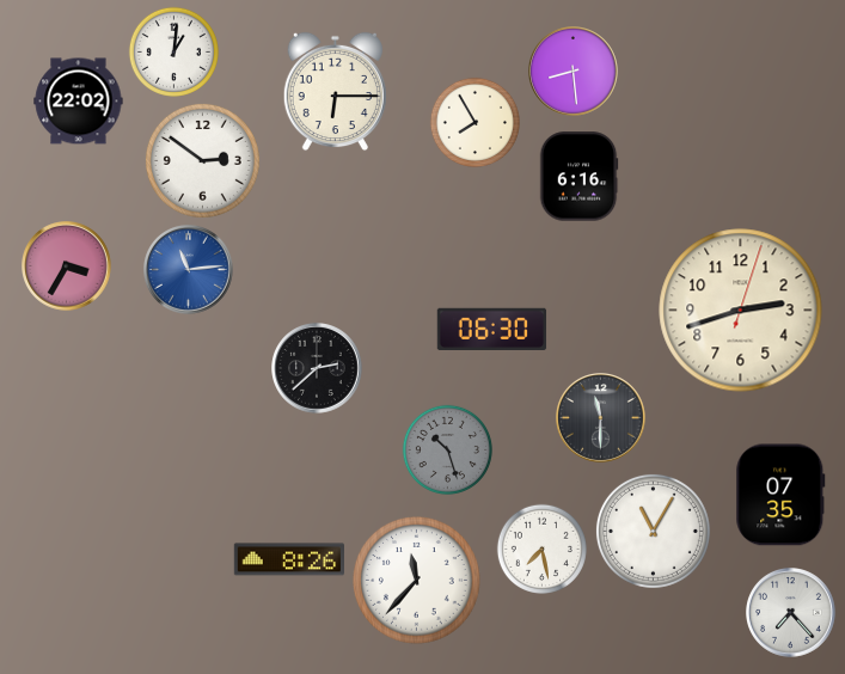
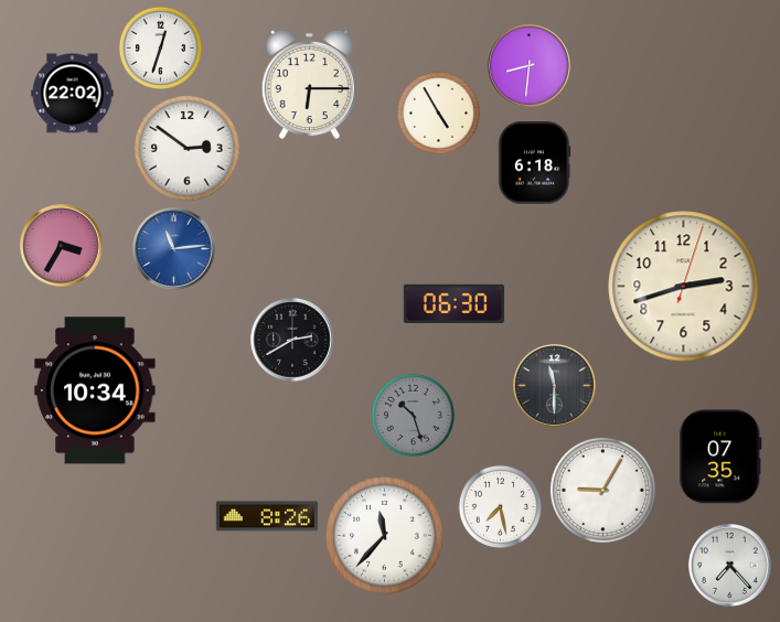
clock at (173, 51): 1:01 -> 12:33
clock at (574, 72): 8:29 -> 8:31
clock at (474, 122): 7:55 -> 4:55
clock at (578, 177): 6:16 -> 6:18
clock at (318, 369): 2:38 -> 2:40
clock at (95, 390): none -> 10:34
clock at (653, 531): 11:05 -> 9:05
